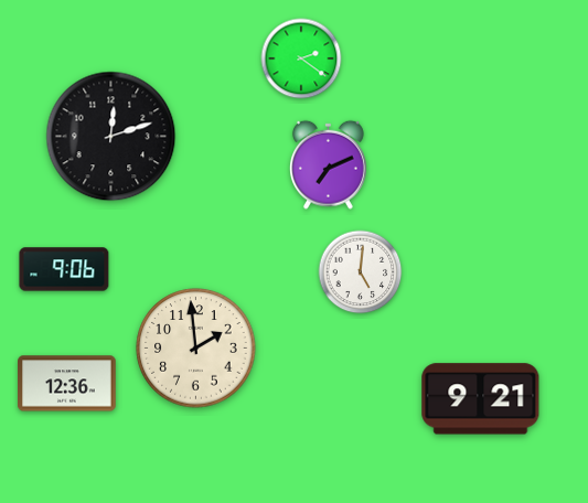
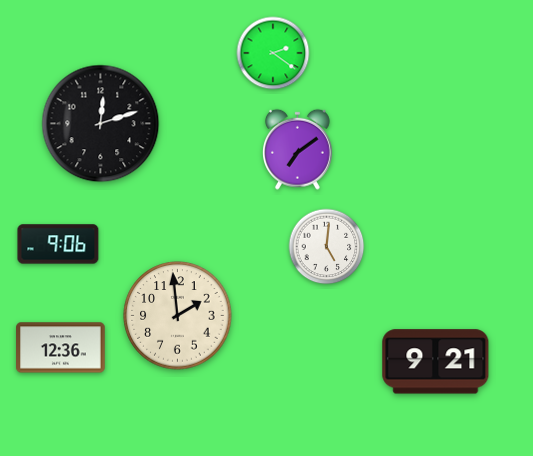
clock at (328, 164): 7:11 -> 7:09
